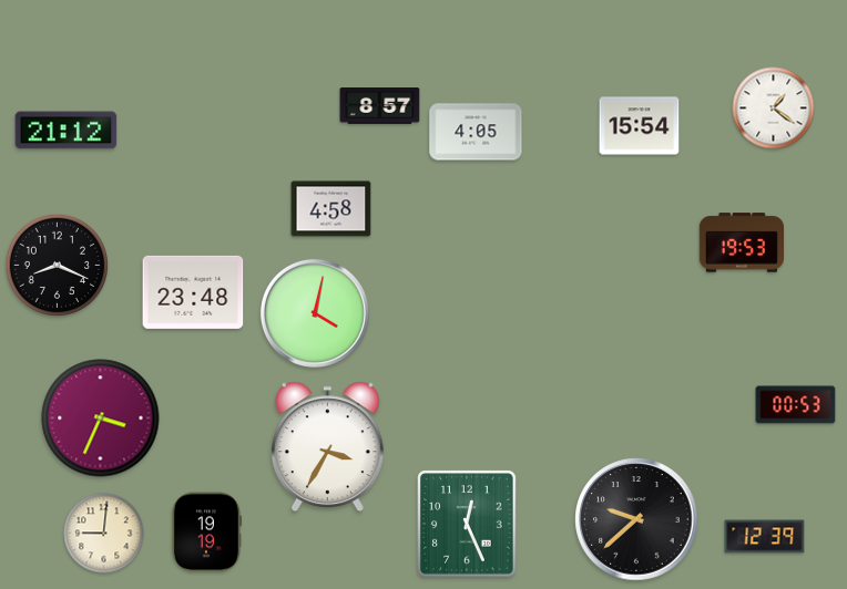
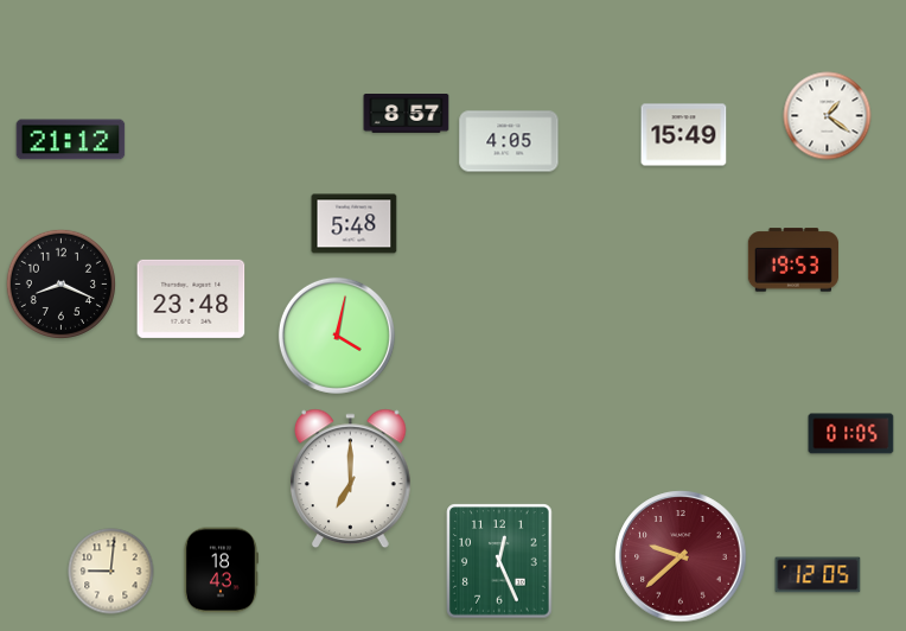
clock at (640, 126): 15:54 -> 15:49
clock at (331, 209): 4:58 -> 5:48
clock at (193, 292) position: (193, 292) -> (191, 299)
clock at (796, 405): 00:53 -> 01:05
clock at (101, 418): 3:34 -> none
clock at (328, 447): 3:35 -> 7:00
clock at (636, 519) dial: black -> burgundy
clock at (206, 533): 19:19 -> 18:43
clock at (765, 537): 12:39 -> 12:05
